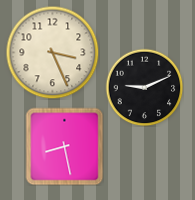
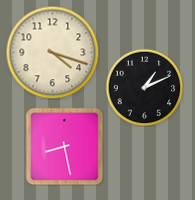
clock at (52, 52): 3:26 -> 4:18
clock at (144, 87): 9:11 -> 1:11
